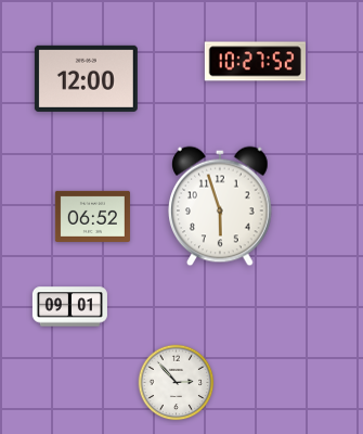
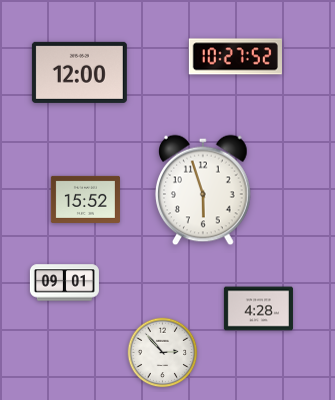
clock at (92, 216): 06:52 -> 15:52
clock at (258, 309): none -> 4:28
